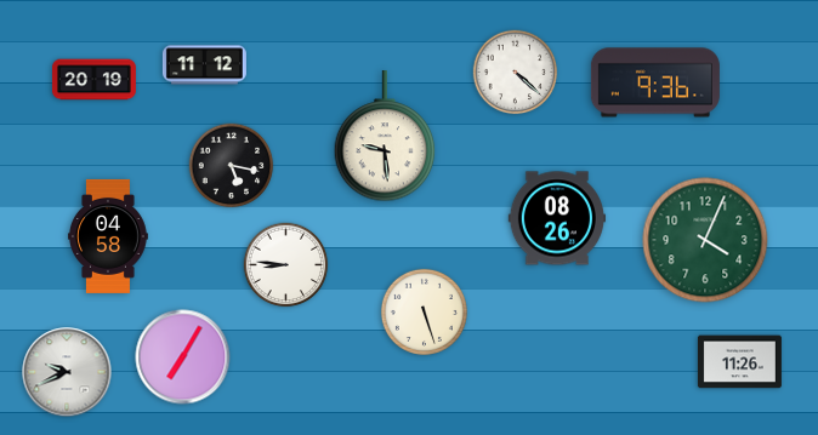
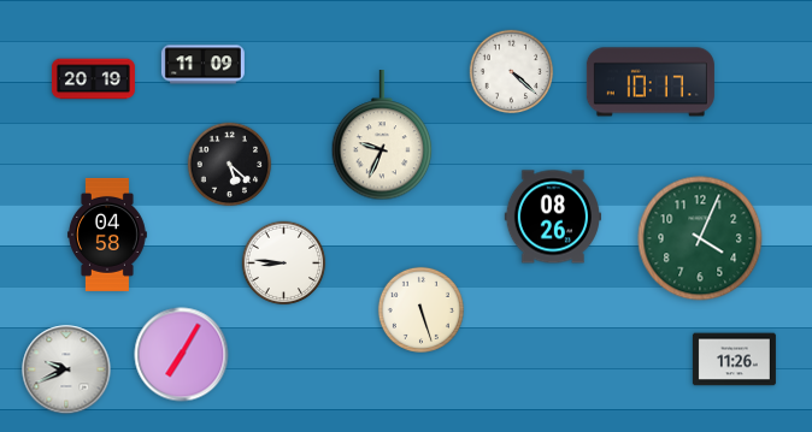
clock at (204, 65): 11:12 -> 11:09
clock at (655, 82): 9:36 -> 10:17
clock at (385, 137): 9:29 -> 9:34
clock at (232, 166): 5:17 -> 5:22
